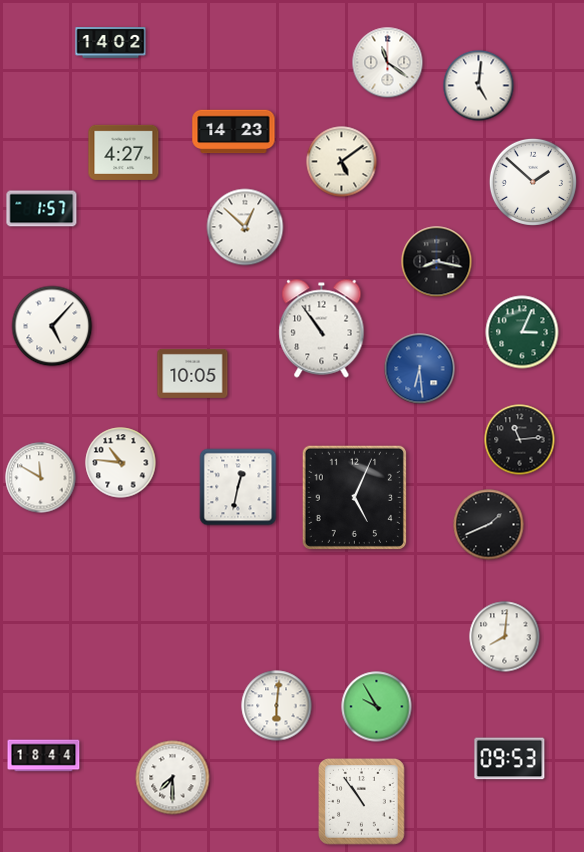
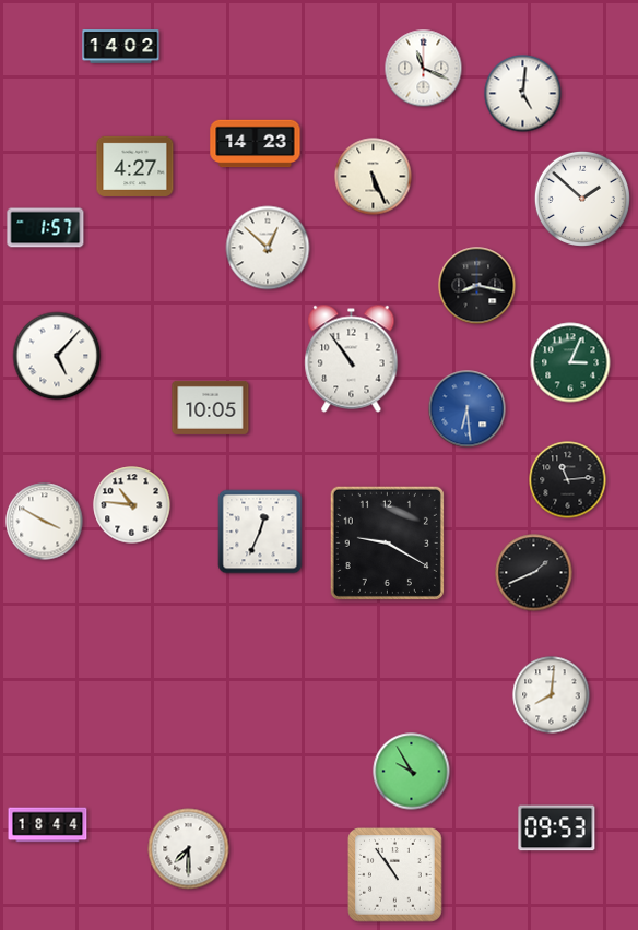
clock at (388, 63): 11:21 -> 11:19
clock at (342, 162): 5:09 -> 5:26
clock at (420, 369) position: (420, 369) -> (468, 409)
clock at (41, 478): 11:50 -> 3:50
clock at (238, 487): 12:32 -> 12:34
clock at (354, 497): 5:04 -> 9:20
clock at (277, 706): 6:01 -> none
